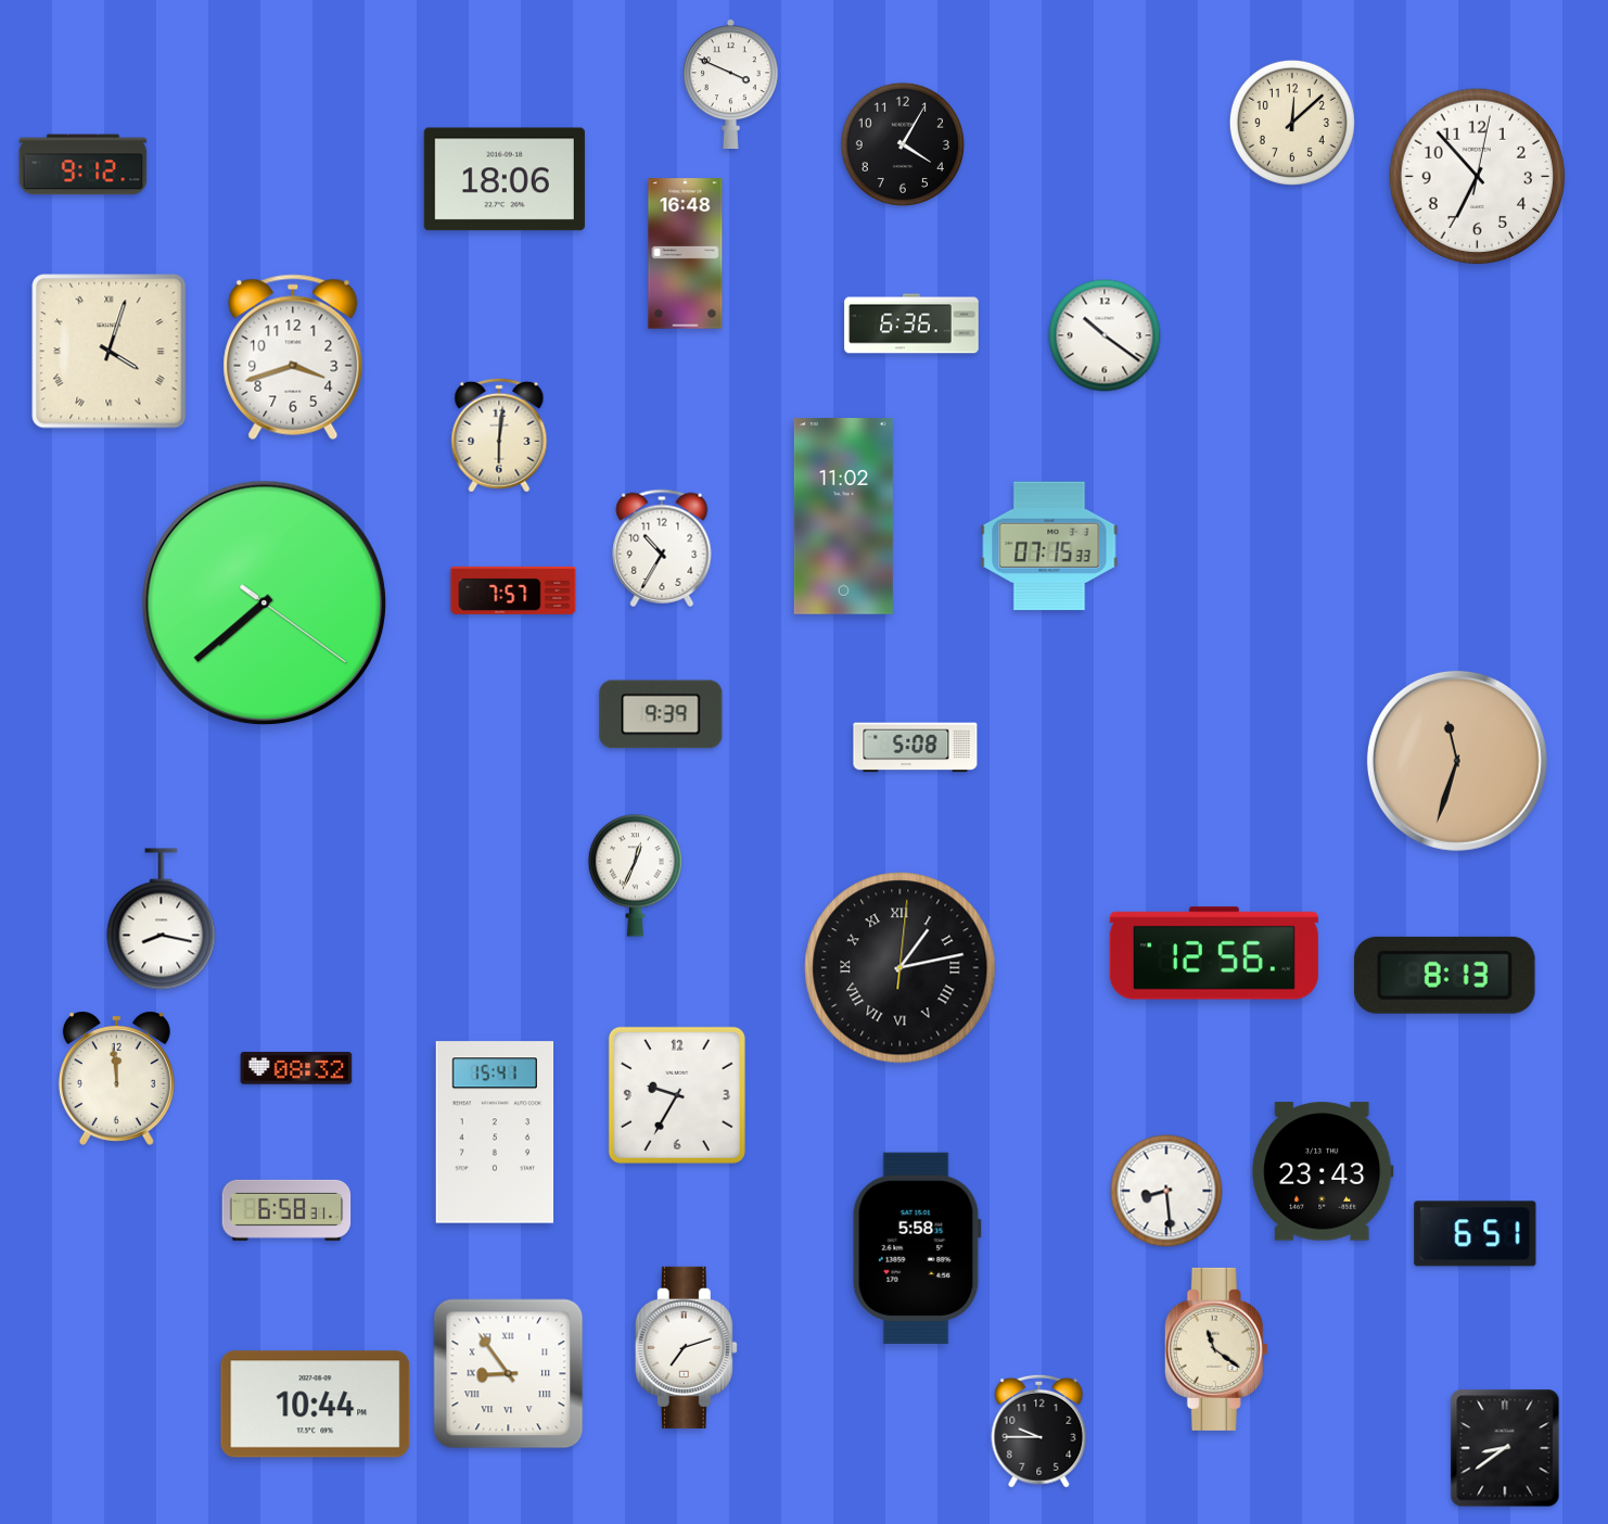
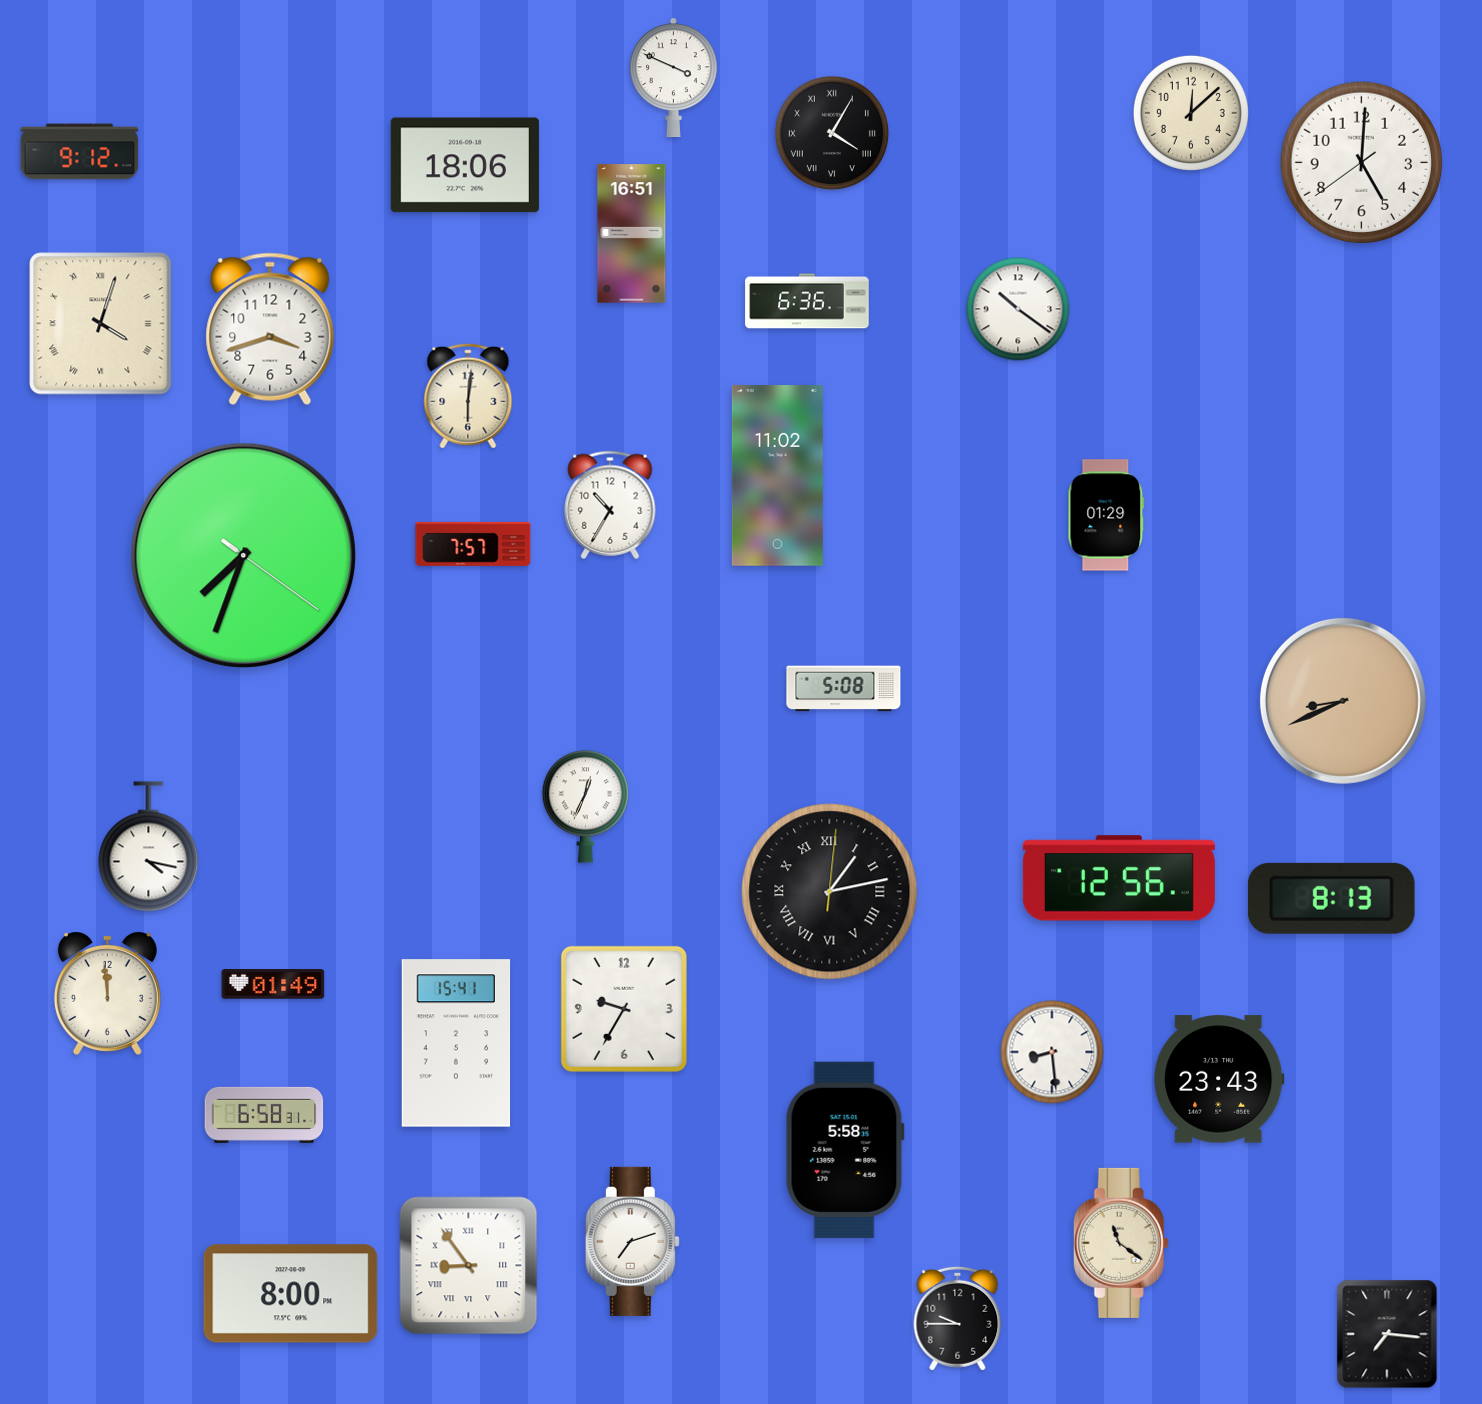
clock at (903, 144) numerals: Arabic -> Roman
clock at (84, 165) position: (84, 165) -> (80, 152)
clock at (1478, 177): 6:53 -> 5:00
clock at (686, 254): 16:48 -> 16:51
clock at (911, 323) position: (911, 323) -> (807, 301)
clock at (499, 435) position: (499, 435) -> (468, 396)
clock at (1049, 546): 07:15 -> none
clock at (1106, 515): none -> 01:29
clock at (265, 604): 7:38 -> 7:33
clock at (661, 714): 9:39 -> none
clock at (1457, 761): 11:33 -> 8:41
clock at (162, 919): 8:17 -> 4:17
clock at (296, 1068): 08:32 -> 01:49
clock at (1166, 1191) position: (1166, 1191) -> (1052, 1052)
clock at (1476, 1234): 6:51 -> none
clock at (316, 1405): 10:44 -> 8:00
clock at (1505, 1448): 8:39 -> 7:16
